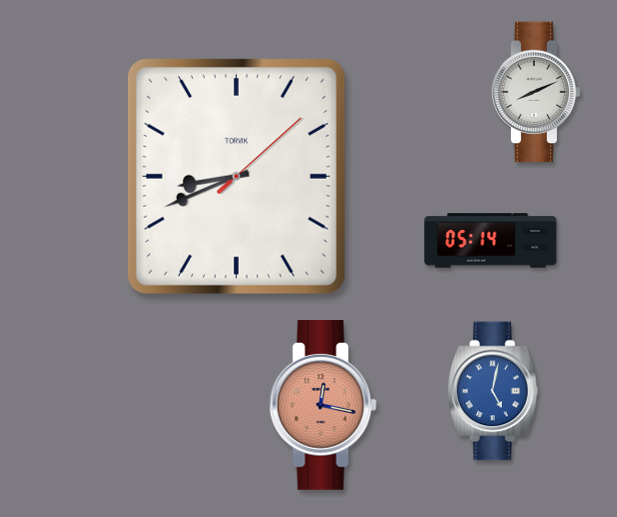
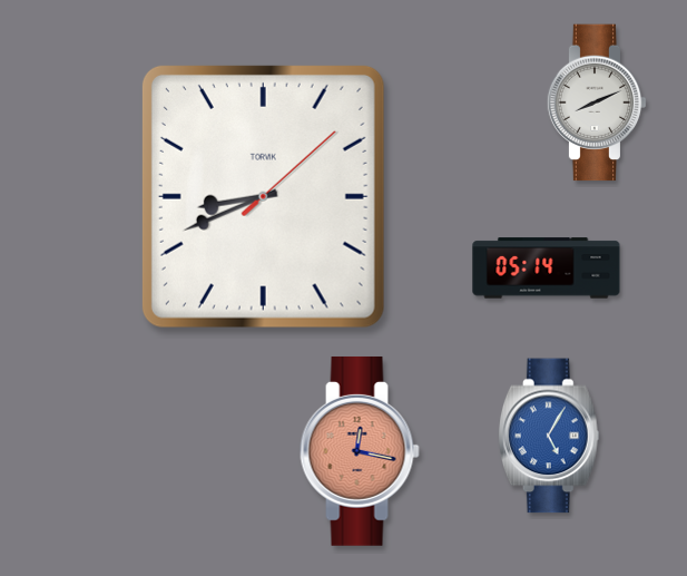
clock at (493, 391): 5:02 -> 5:05
